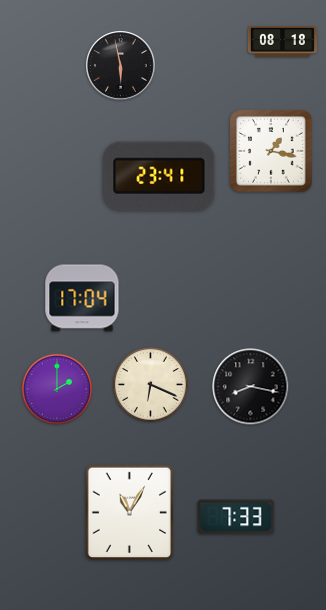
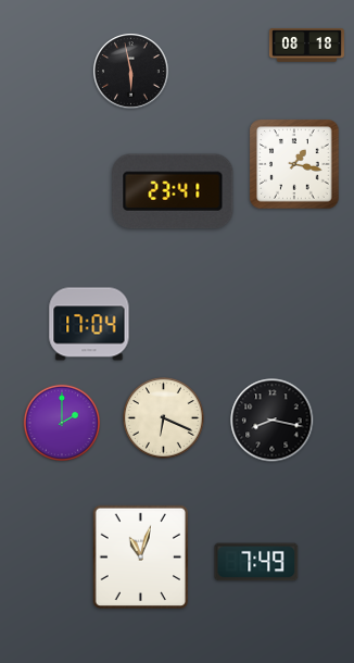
clock at (129, 513): 11:05 -> 11:03
clock at (236, 517): 7:33 -> 7:49
